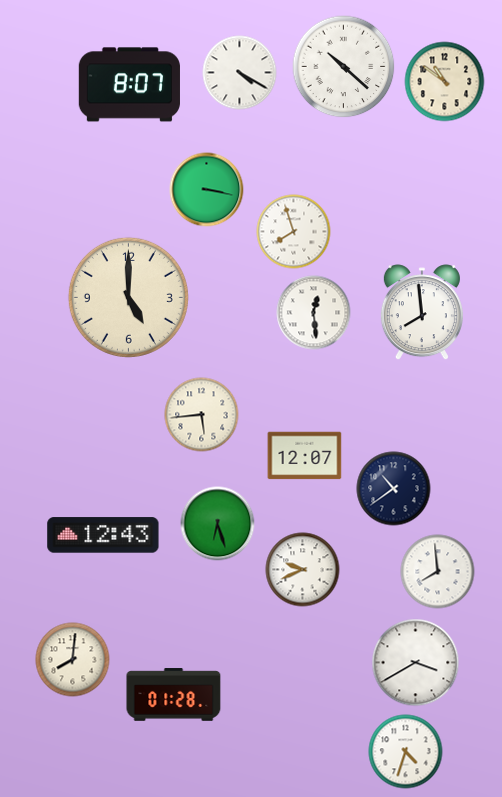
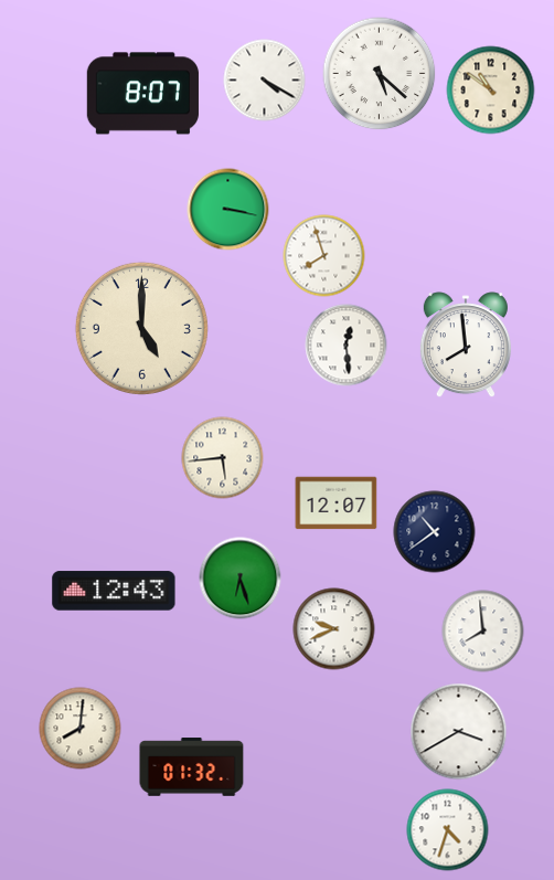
clock at (344, 67): 10:22 -> 5:22
clock at (394, 489) position: (394, 489) -> (435, 532)
clock at (174, 695): 01:28 -> 01:32
